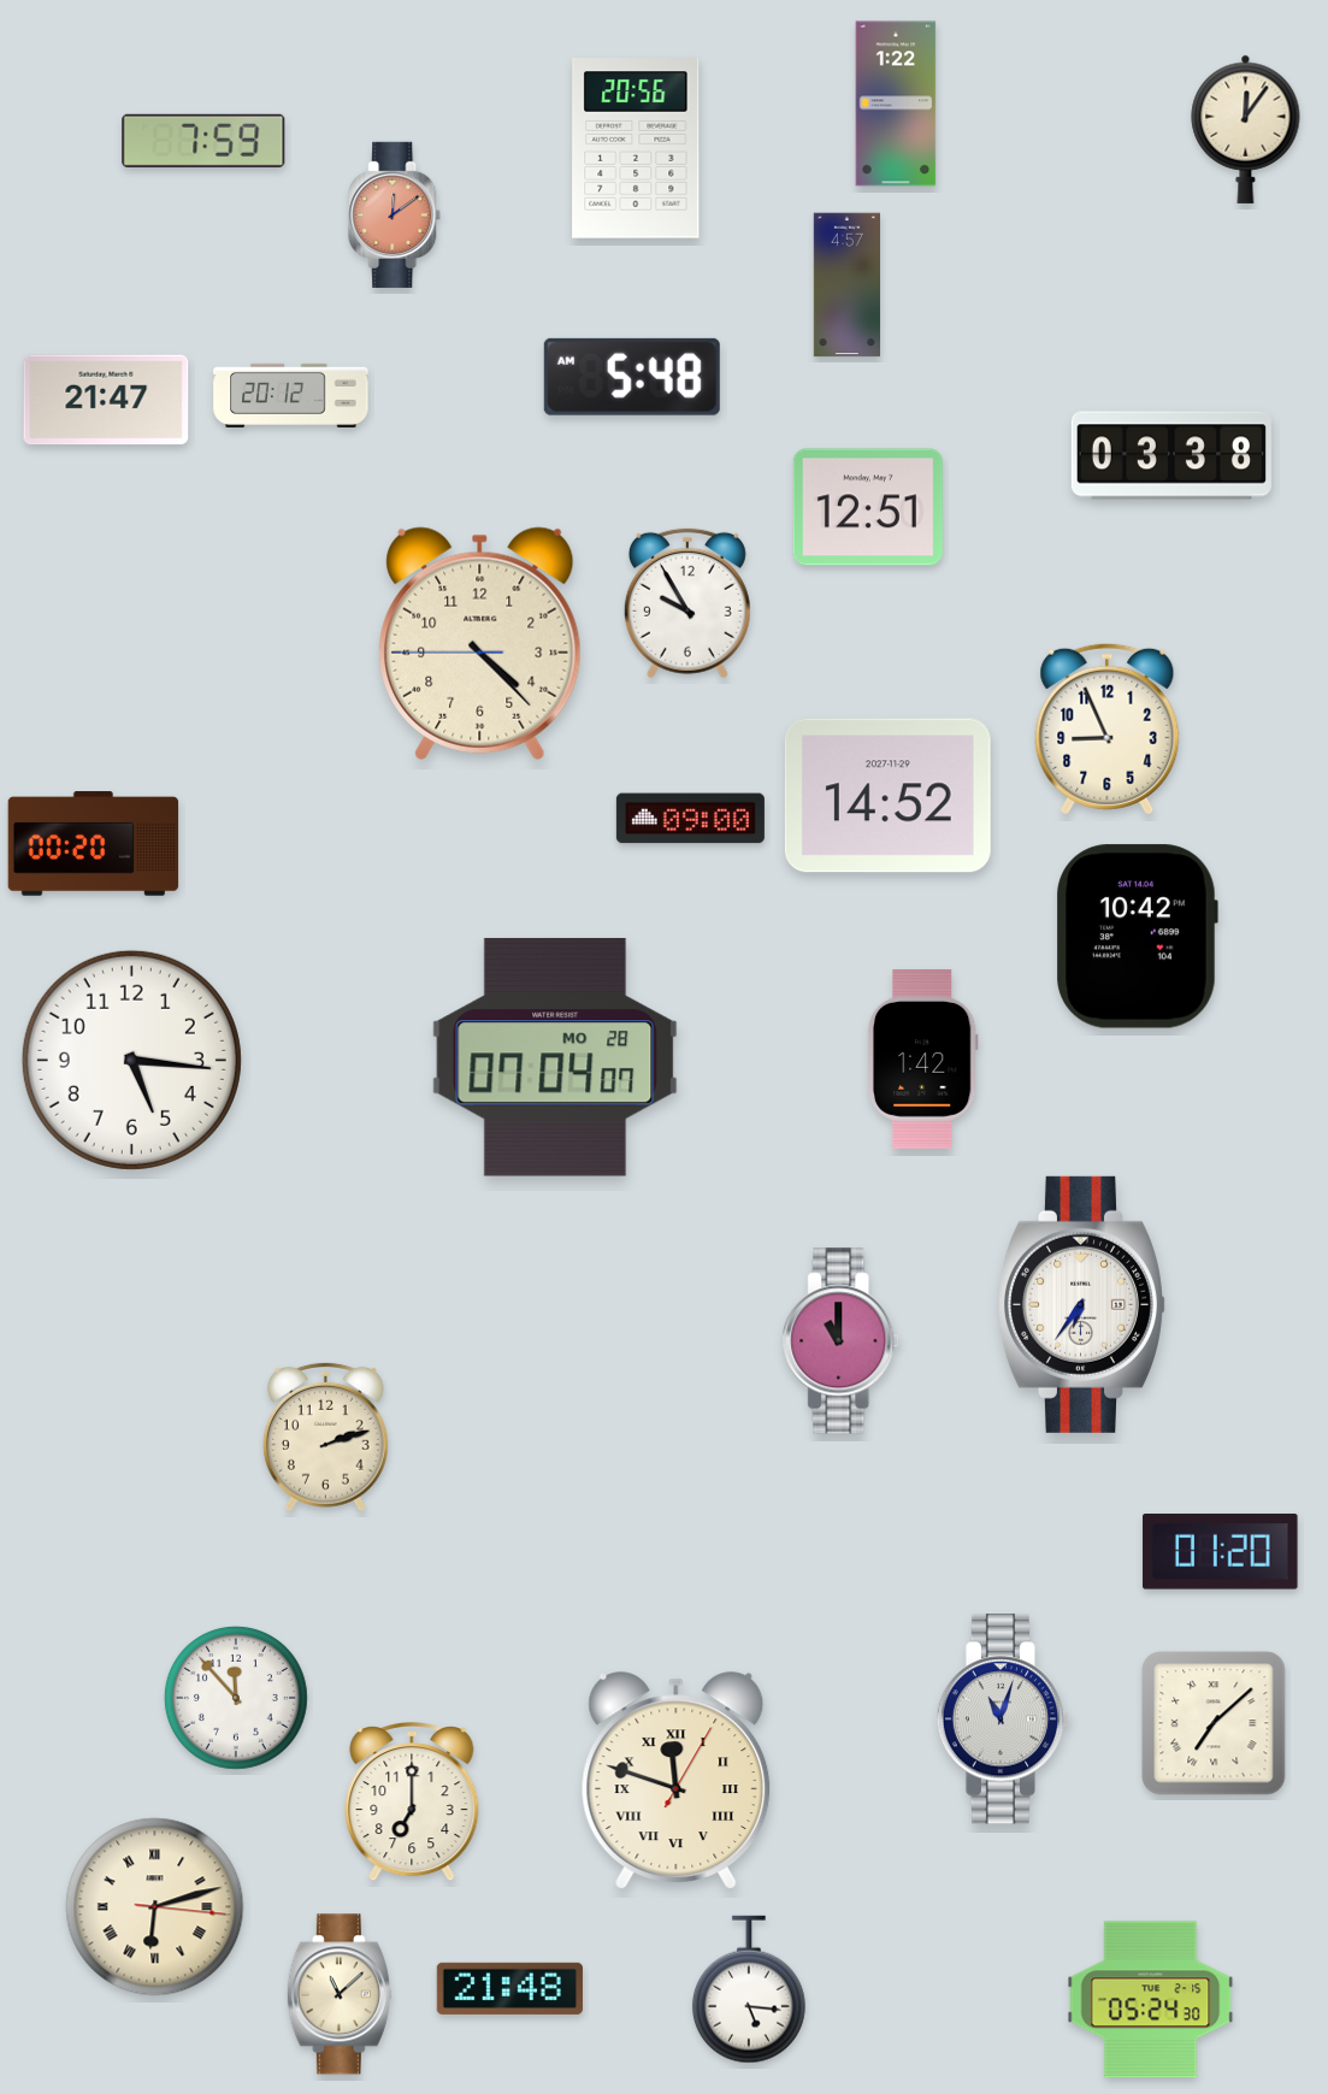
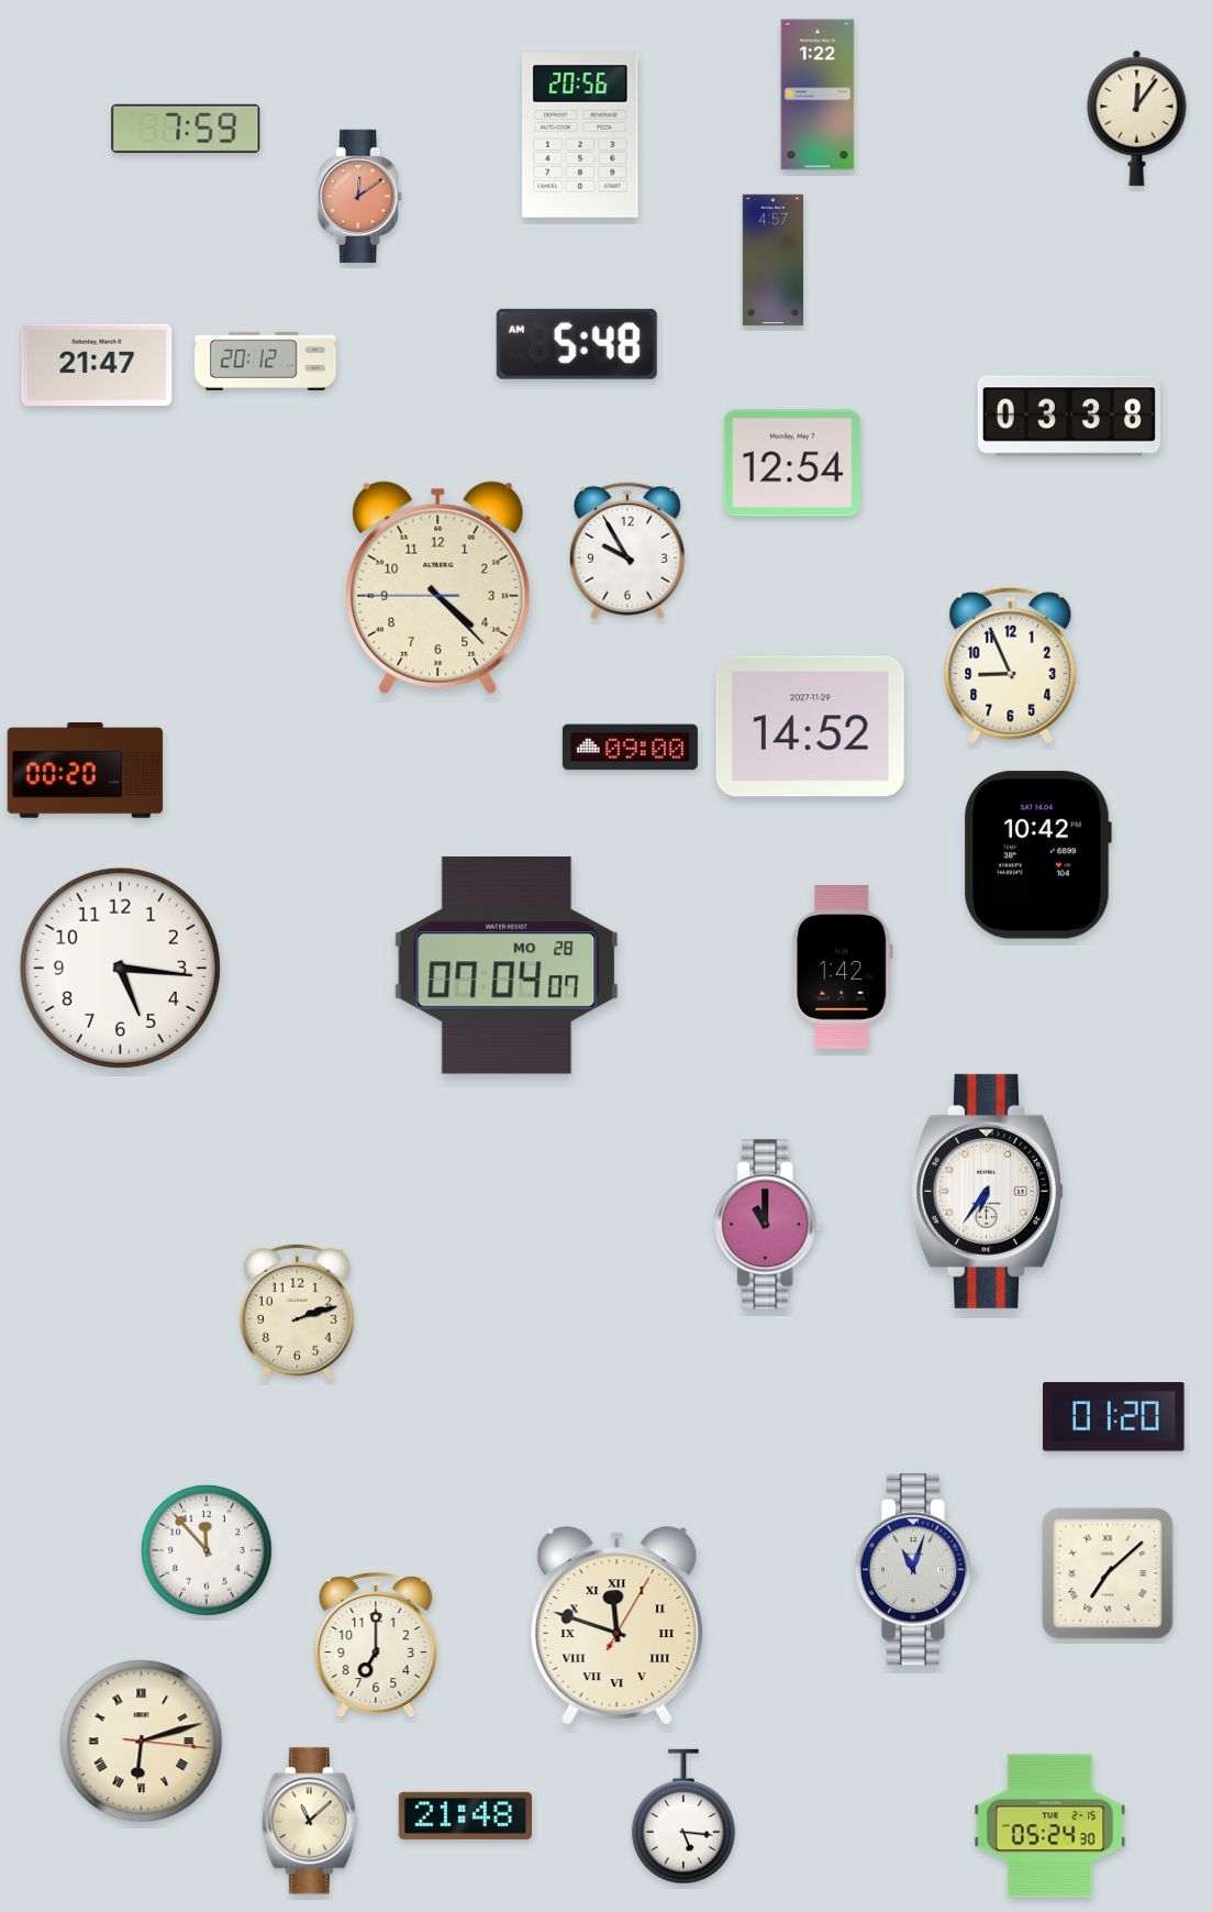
clock at (868, 507): 12:51 -> 12:54
clock at (236, 1698) position: (236, 1698) -> (207, 1550)
